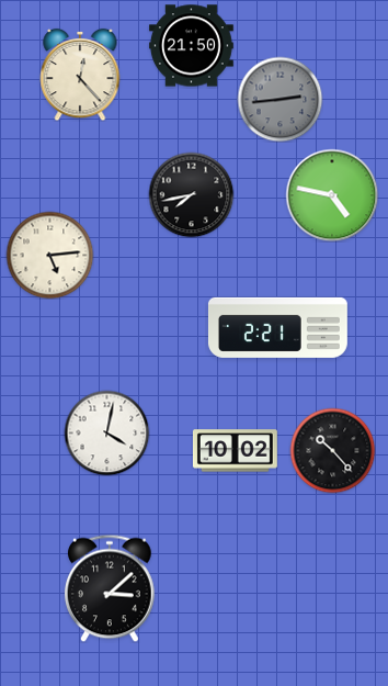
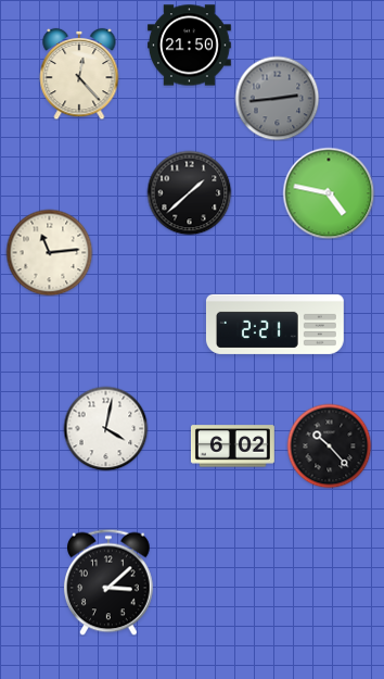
clock at (191, 194): 7:43 -> 1:38
clock at (49, 255): 5:14 -> 11:14
clock at (235, 451): 10:02 -> 6:02
